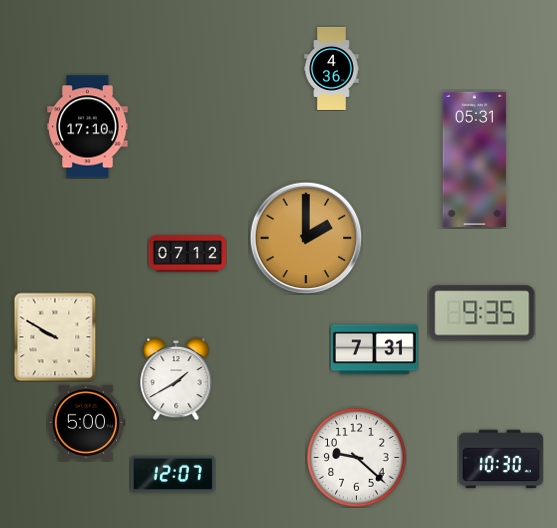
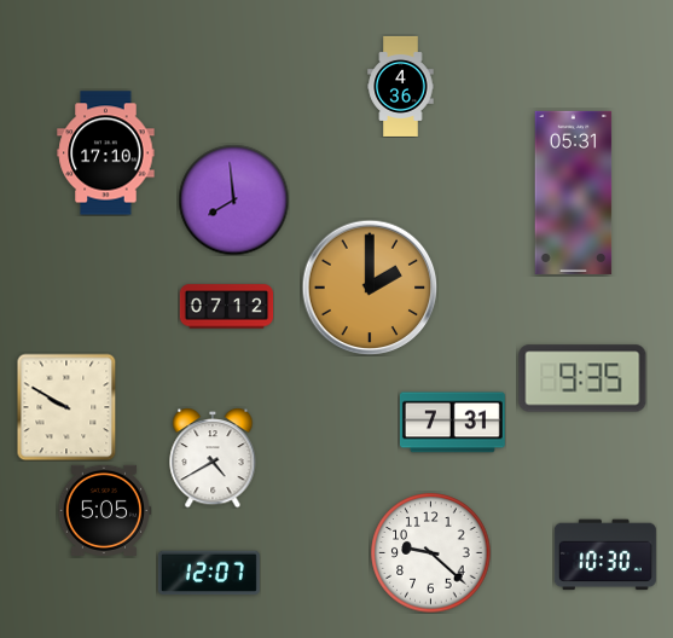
clock at (332, 68) position: (332, 68) -> (401, 86)
clock at (233, 199): none -> 7:59
clock at (176, 379): 1:40 -> 4:40
clock at (86, 422): 5:00 -> 5:05
